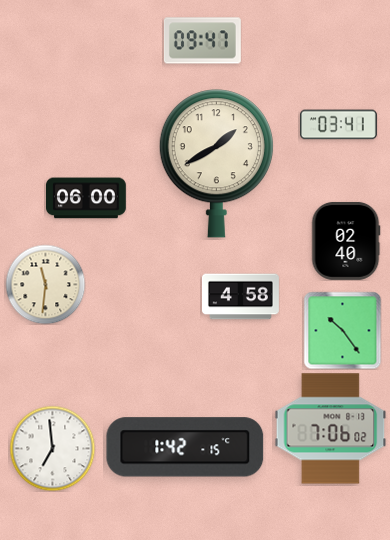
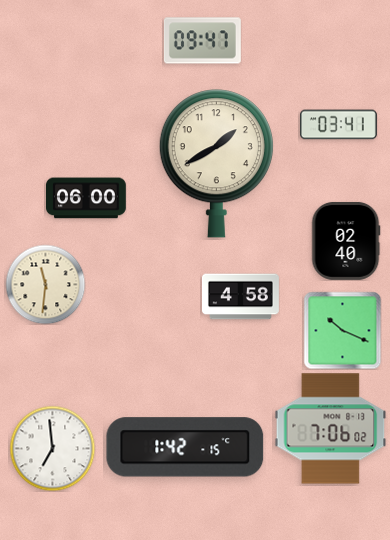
clock at (342, 330): 10:24 -> 10:19
